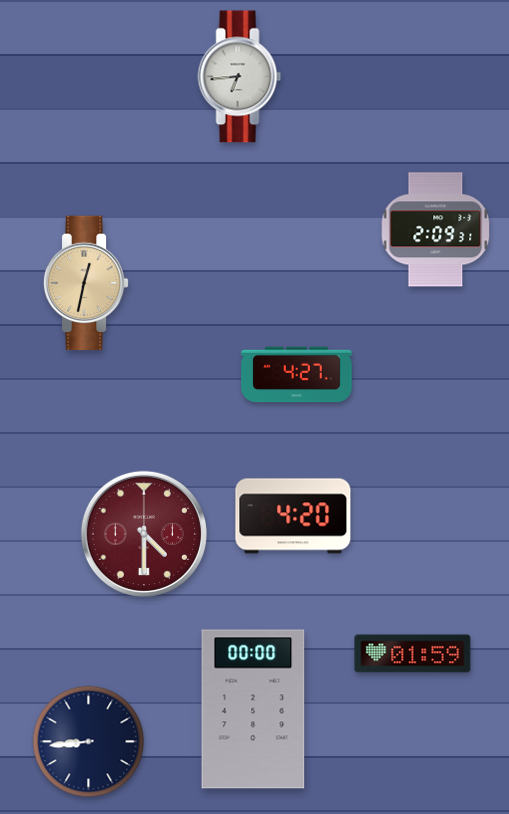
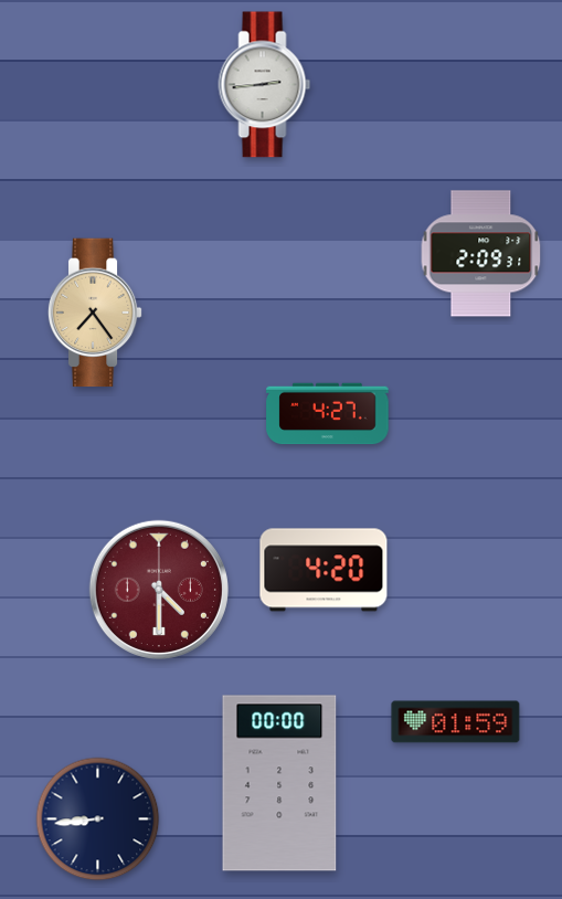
clock at (240, 77): 6:44 -> 2:44
clock at (86, 283): 12:32 -> 7:24
